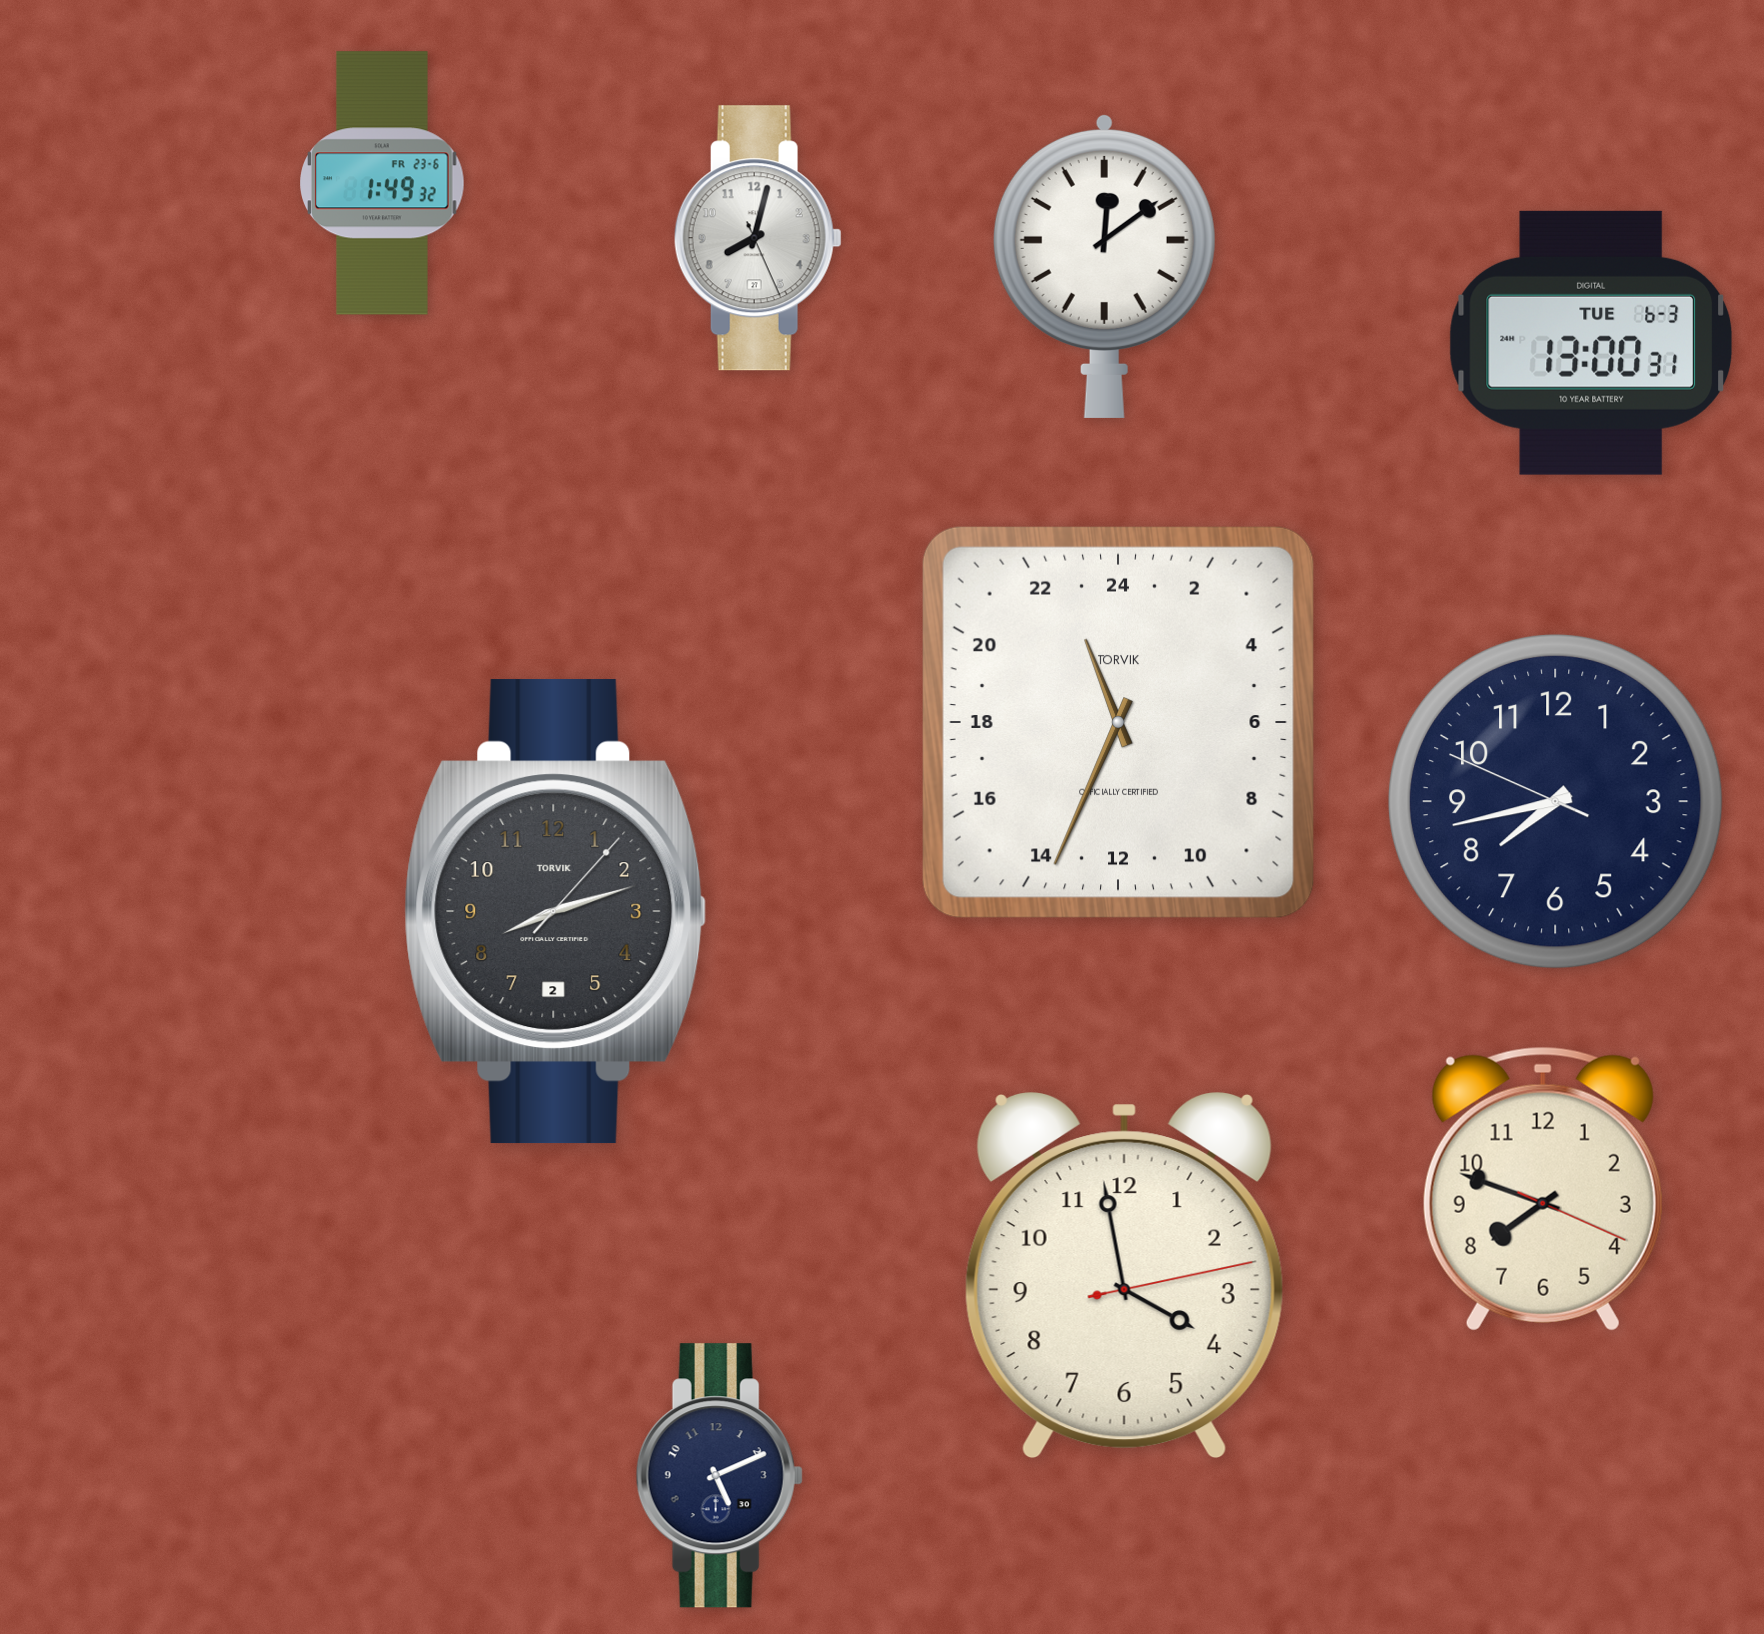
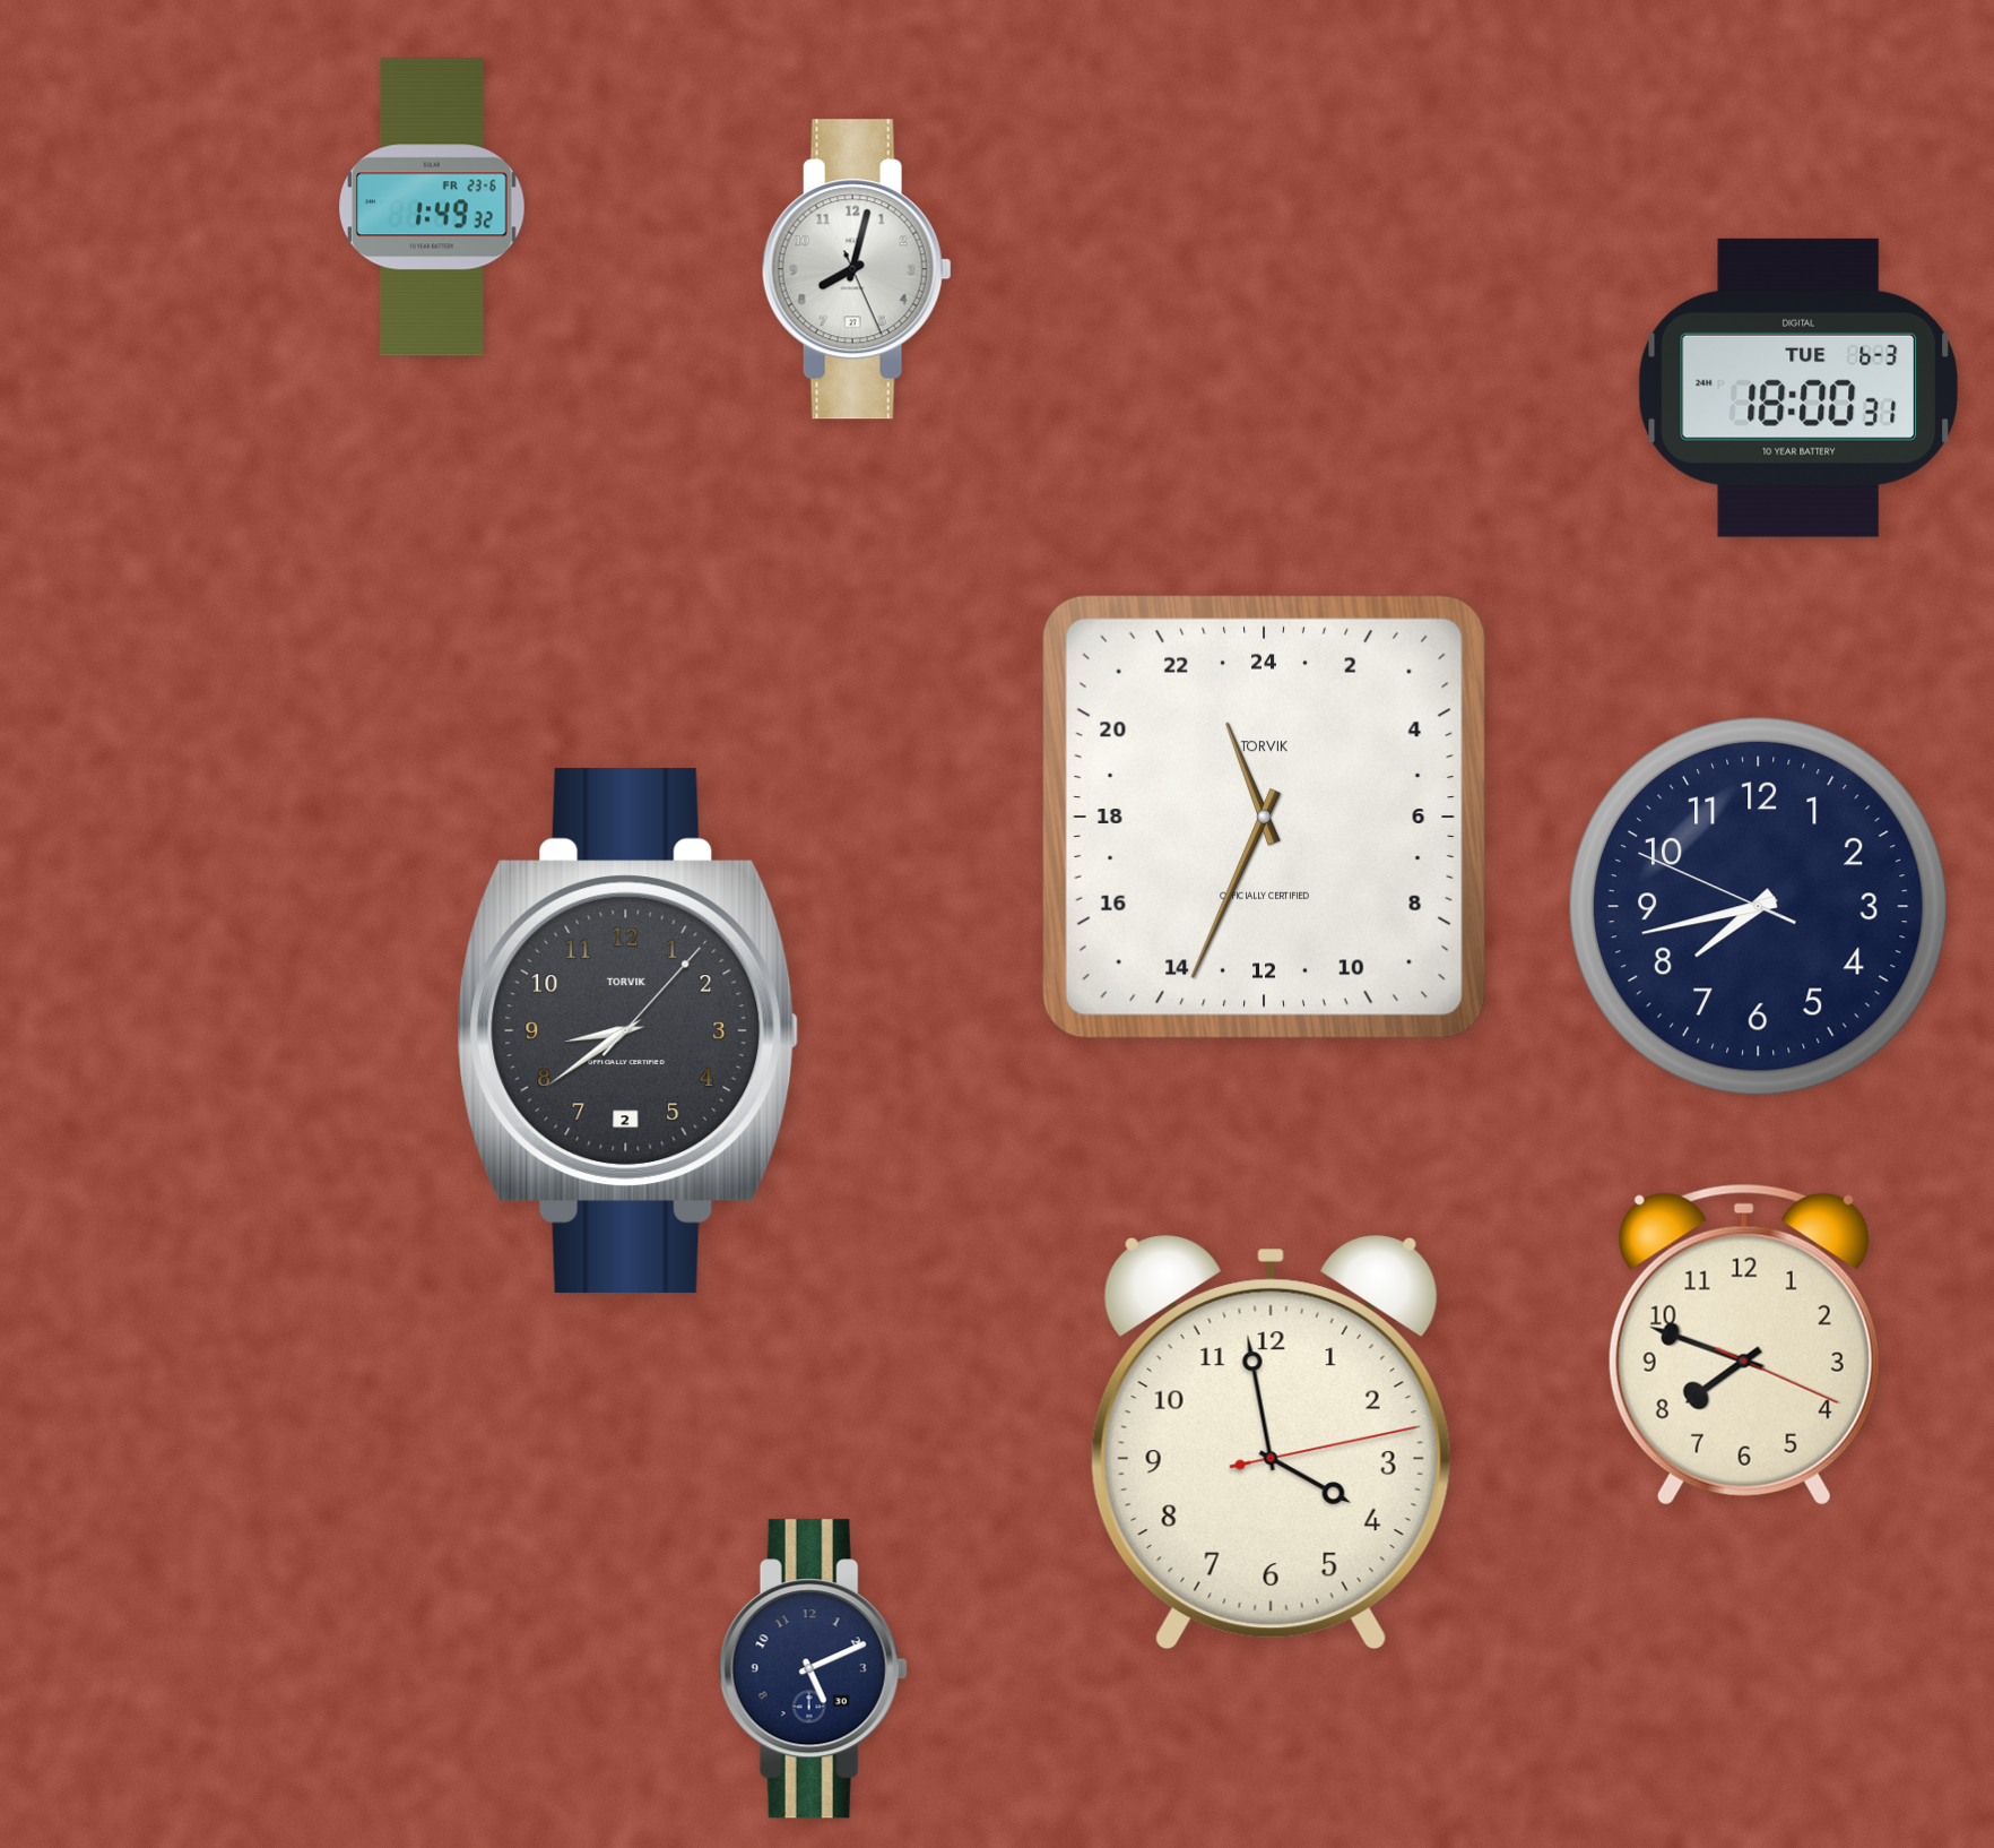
clock at (1104, 266): 12:09 -> none
clock at (1590, 343): 13:00 -> 18:00
clock at (556, 912): 8:12 -> 8:39
